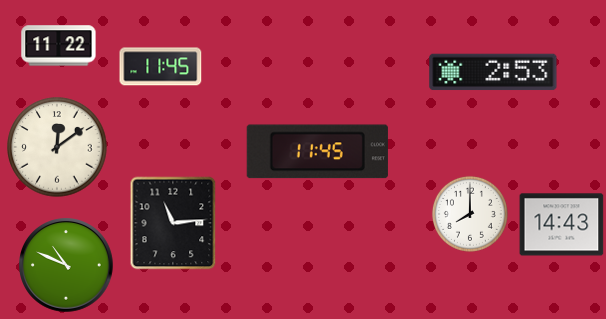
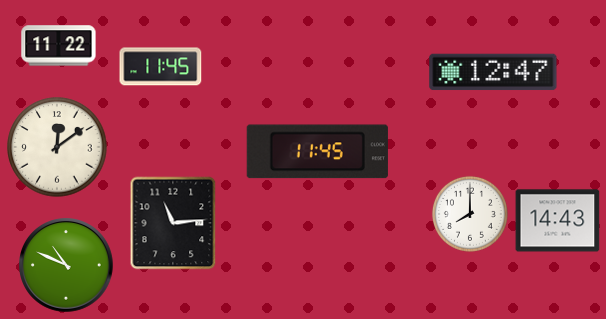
clock at (493, 72): 2:53 -> 12:47
clock at (562, 225) position: (562, 225) -> (558, 221)
